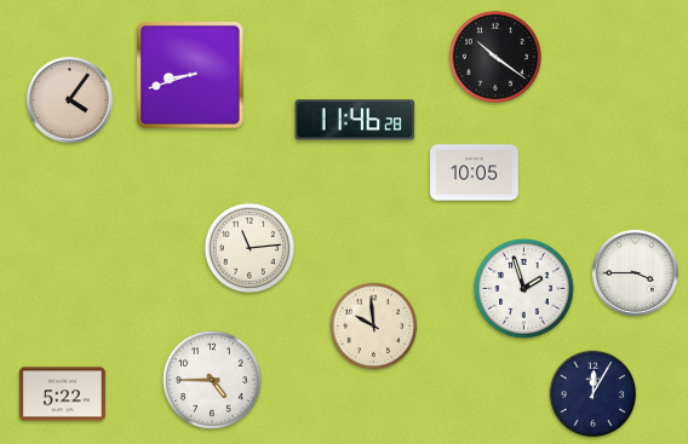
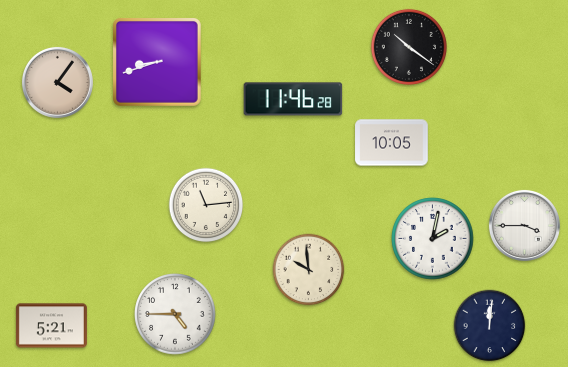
clock at (524, 289): 1:57 -> 2:02
clock at (62, 394): 5:22 -> 5:21
clock at (594, 394): 12:05 -> 12:01
